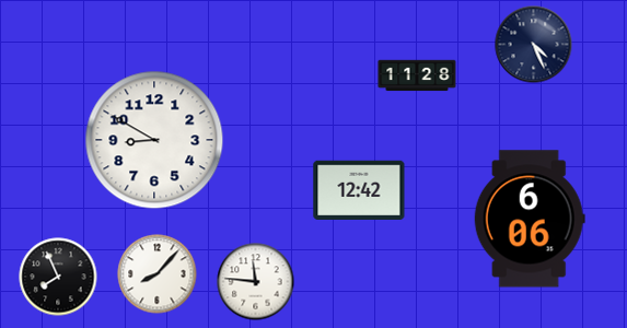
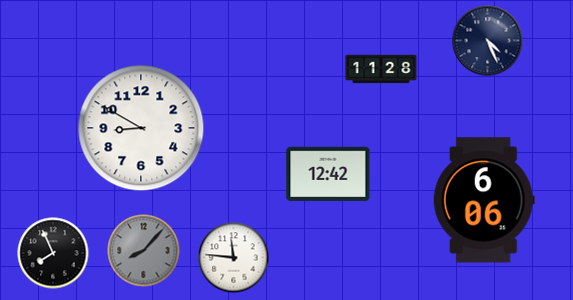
clock at (158, 274) dial: white -> grey
